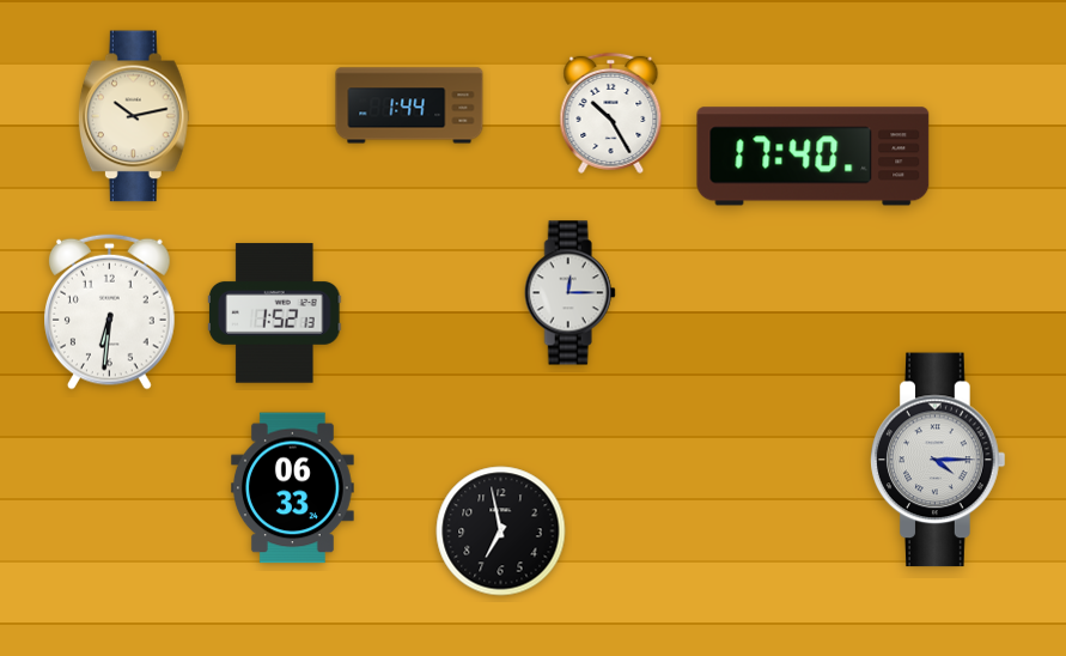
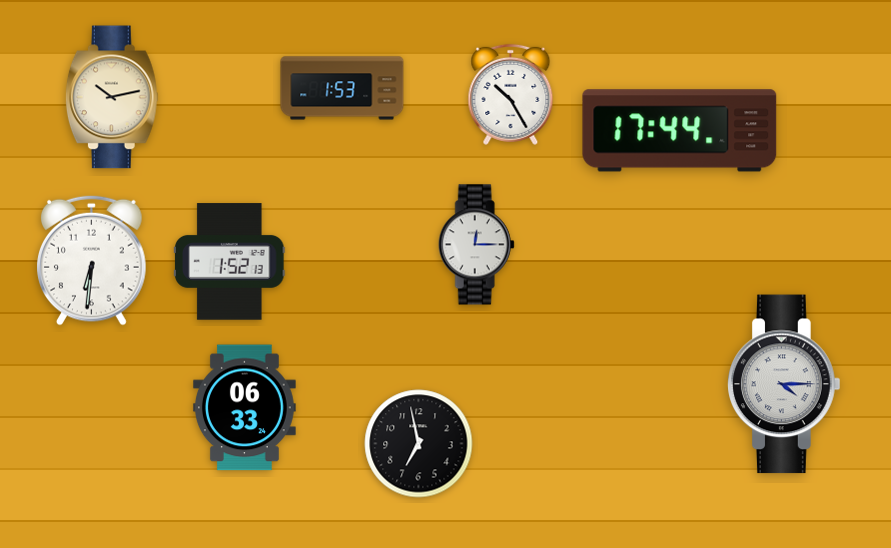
clock at (409, 105): 1:44 -> 1:53
clock at (814, 157): 17:40 -> 17:44
